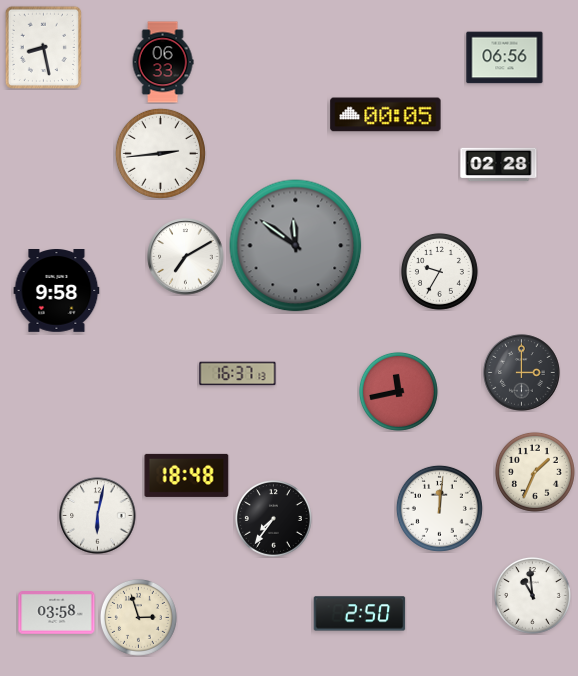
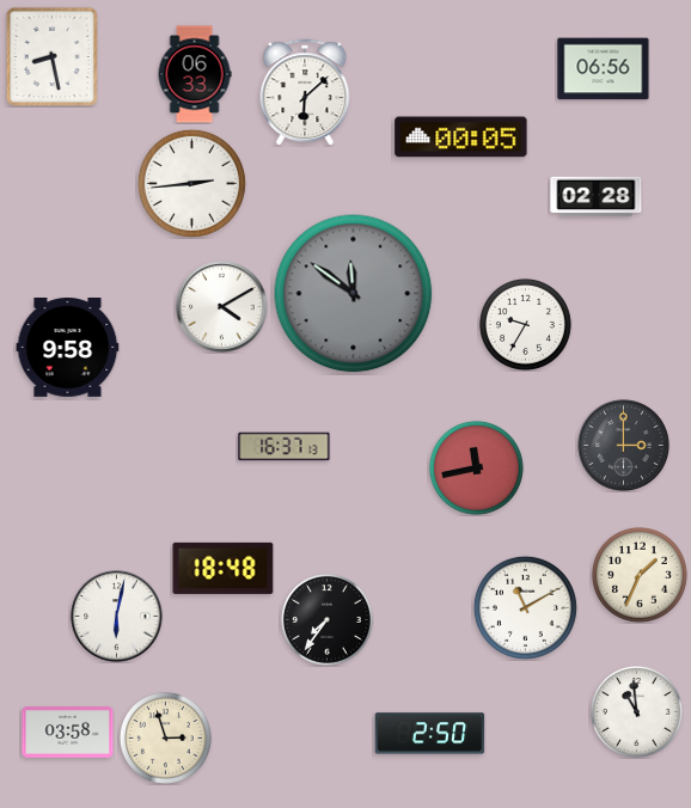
clock at (305, 92): none -> 6:08
clock at (186, 257): 7:10 -> 4:10
clock at (535, 472) position: (535, 472) -> (640, 575)
clock at (439, 508): 12:01 -> 11:10
